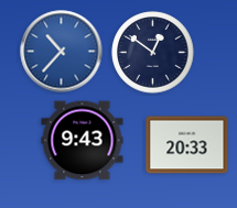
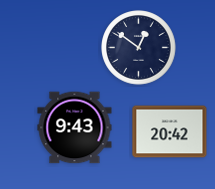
clock at (62, 52): 10:37 -> none
clock at (187, 145): 20:33 -> 20:42
